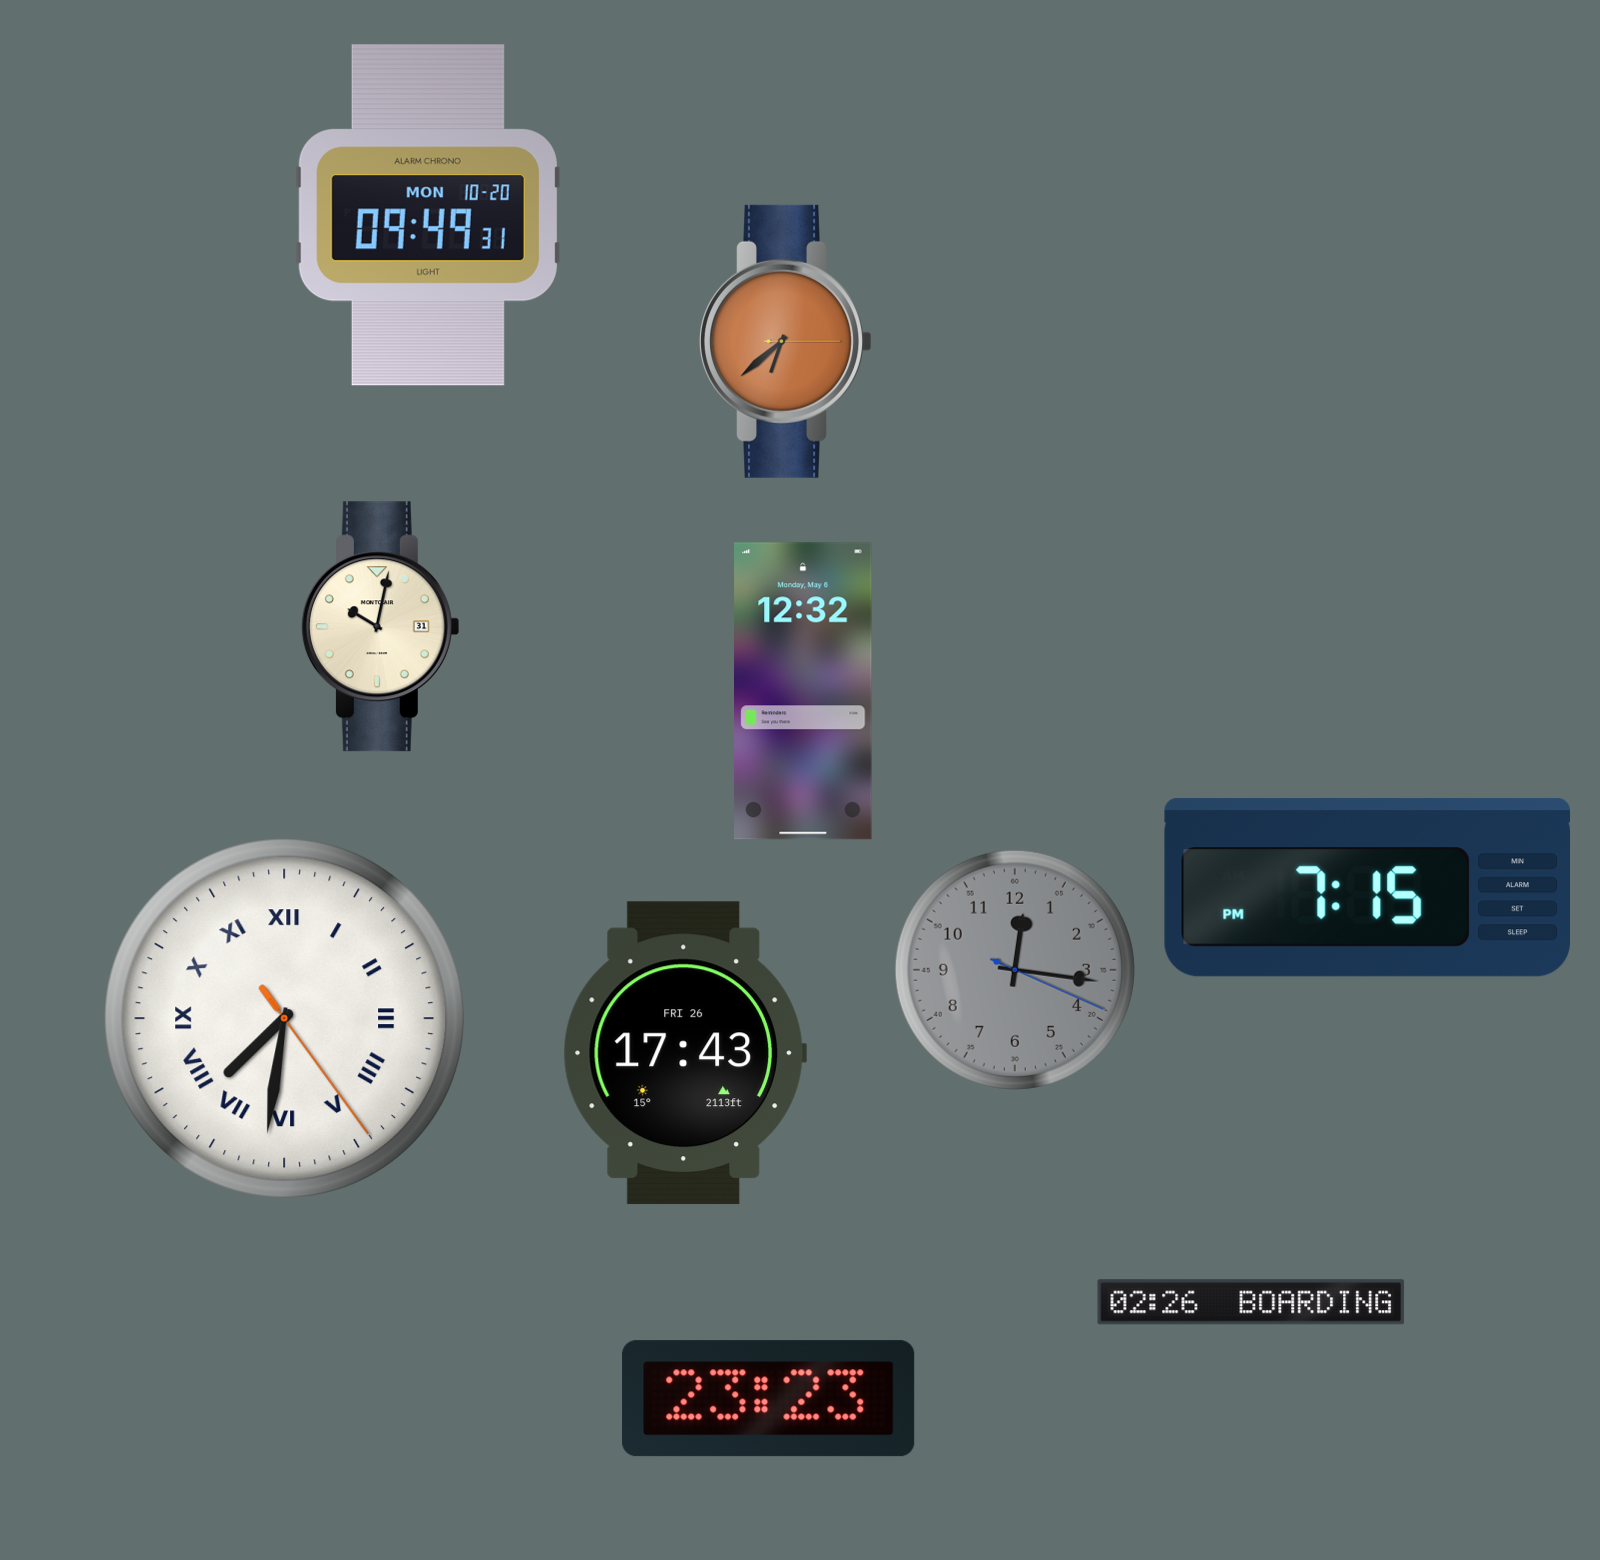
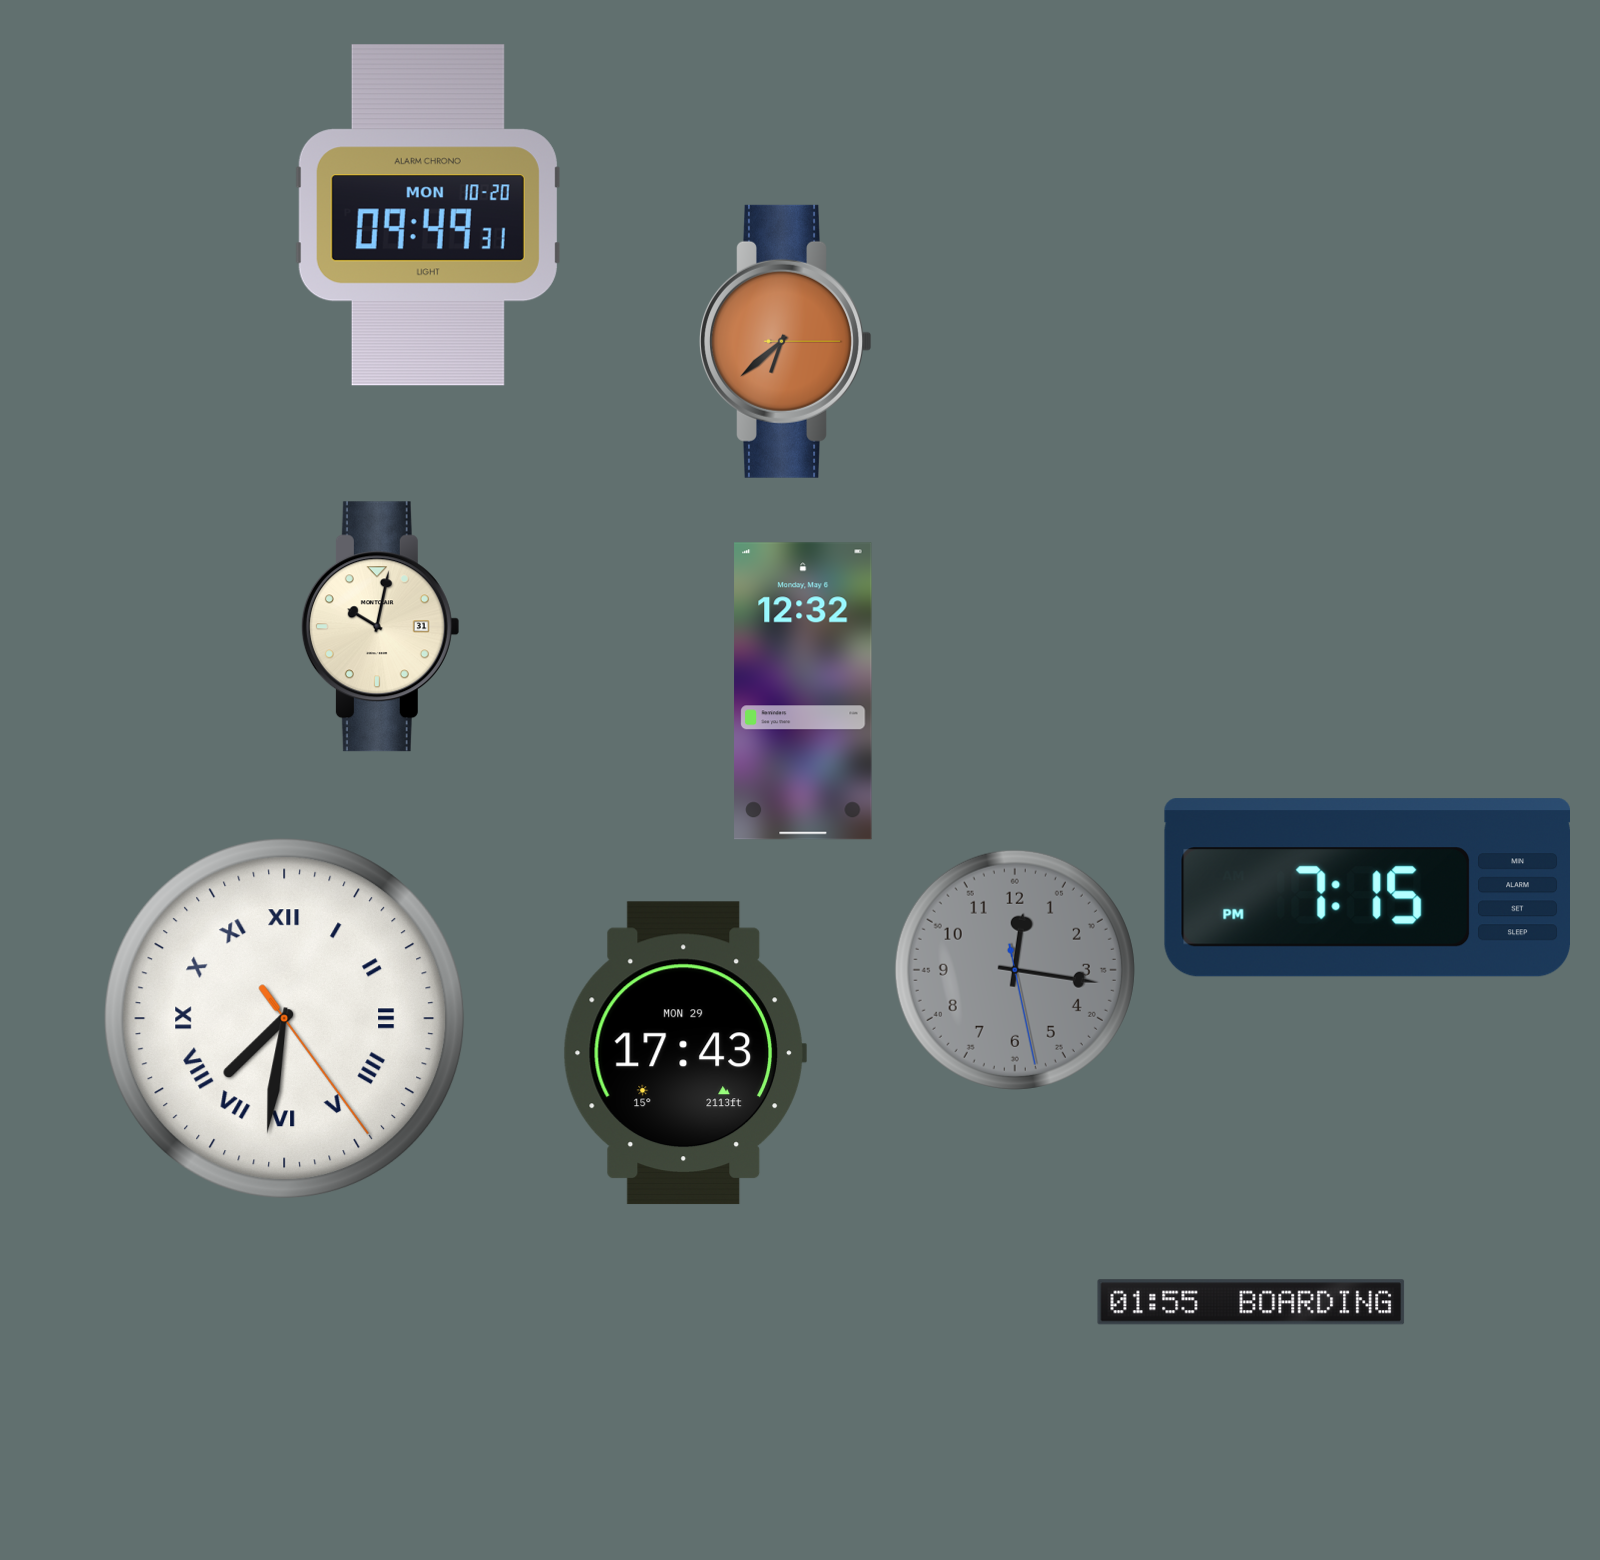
clock at (1015, 970): 12:16:19 -> 12:16:28
clock at (685, 1053) date: FRI 26 -> MON 29
clock at (1251, 1302): 02:26 -> 01:55
clock at (769, 1399): 23:23 -> none
